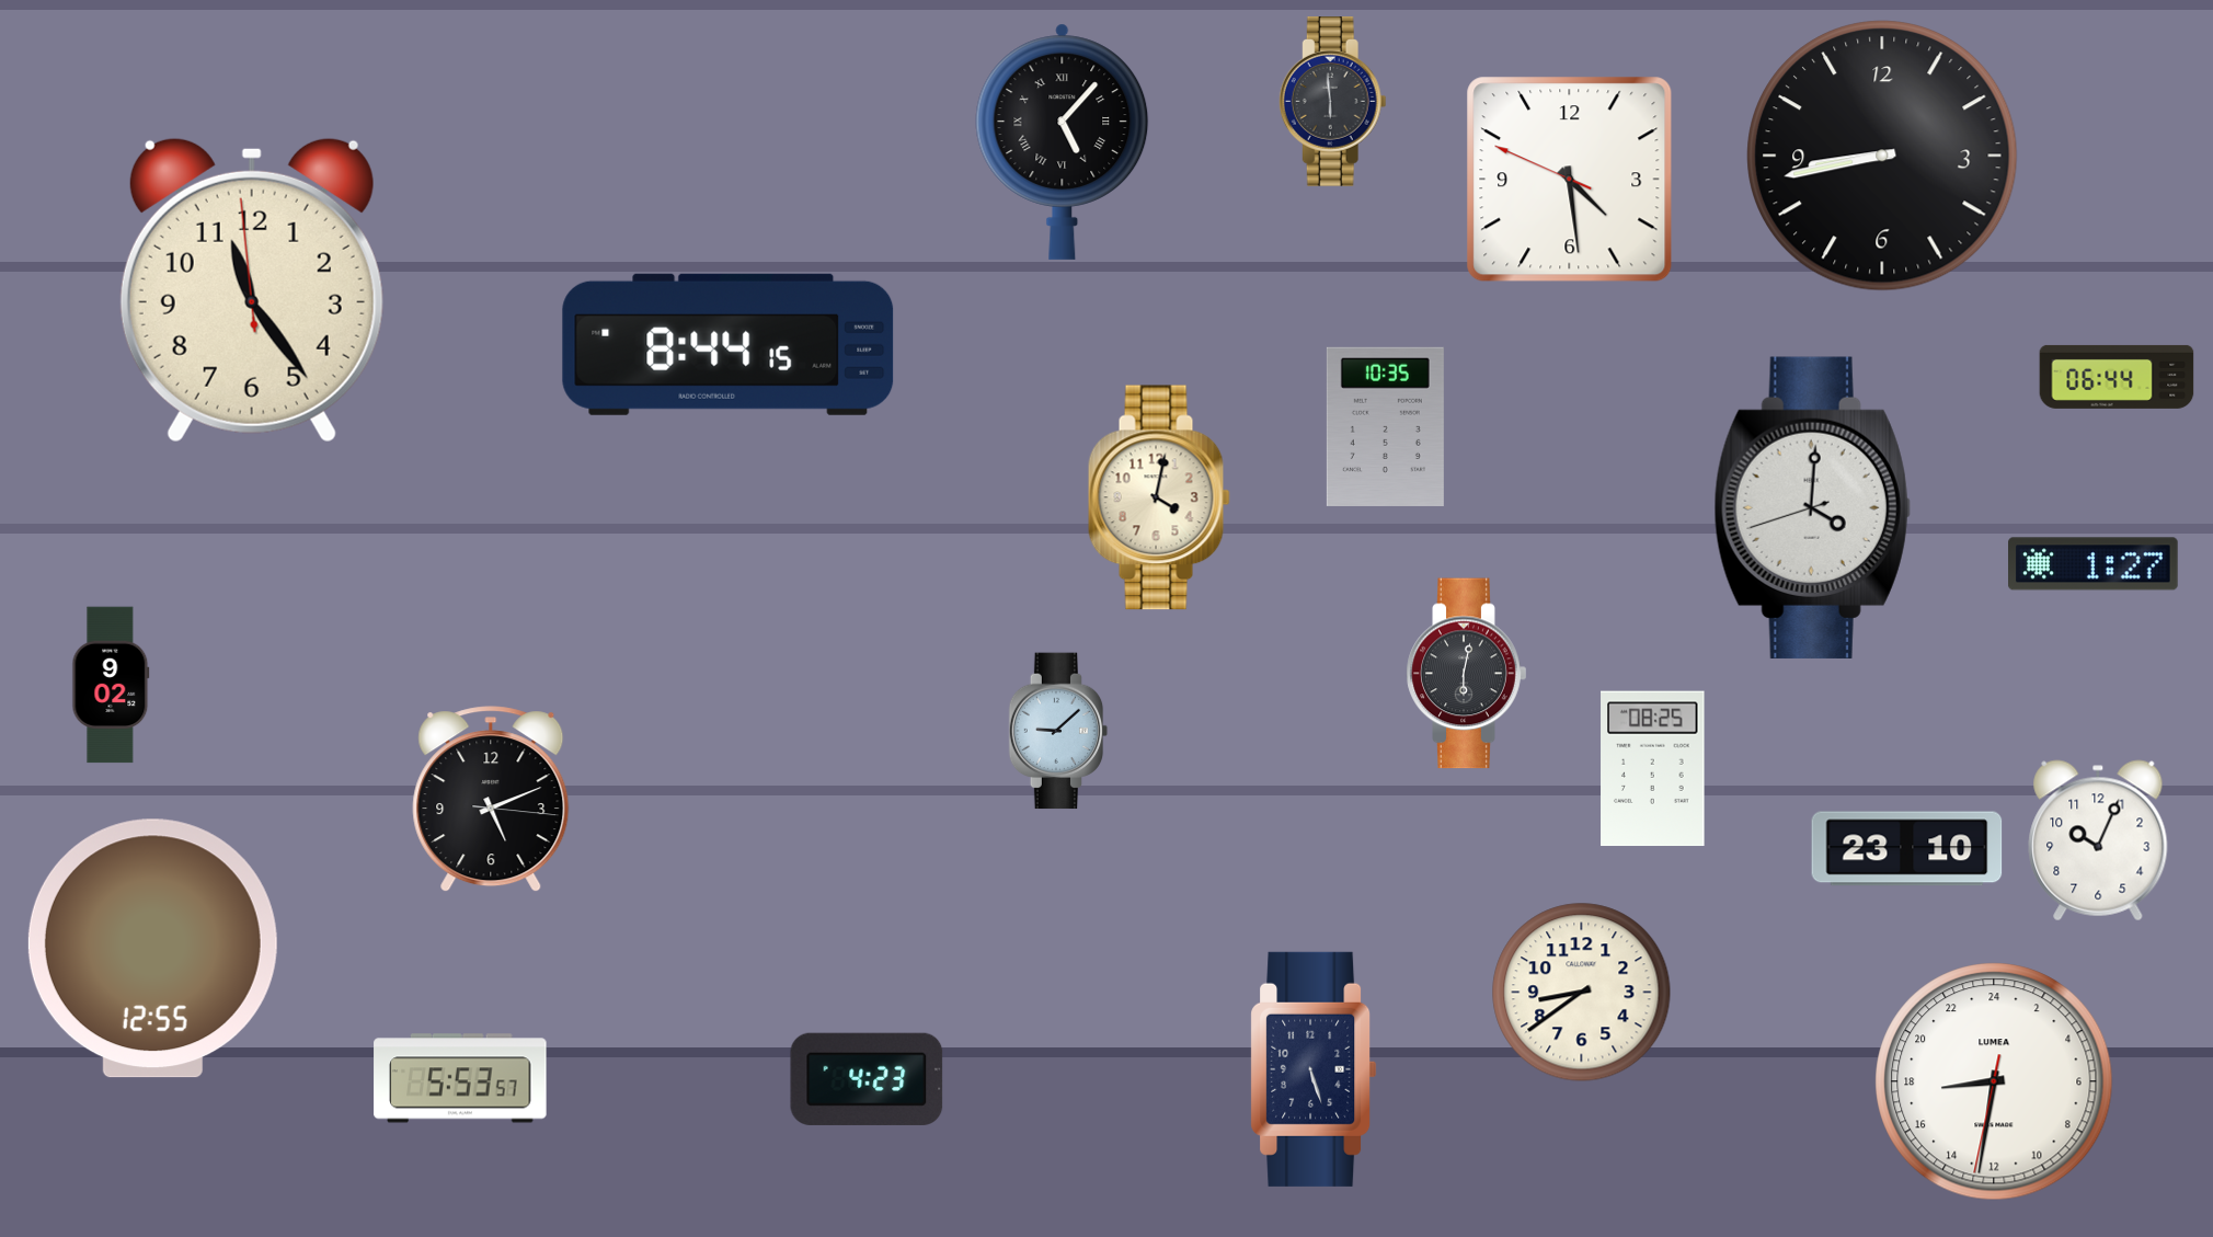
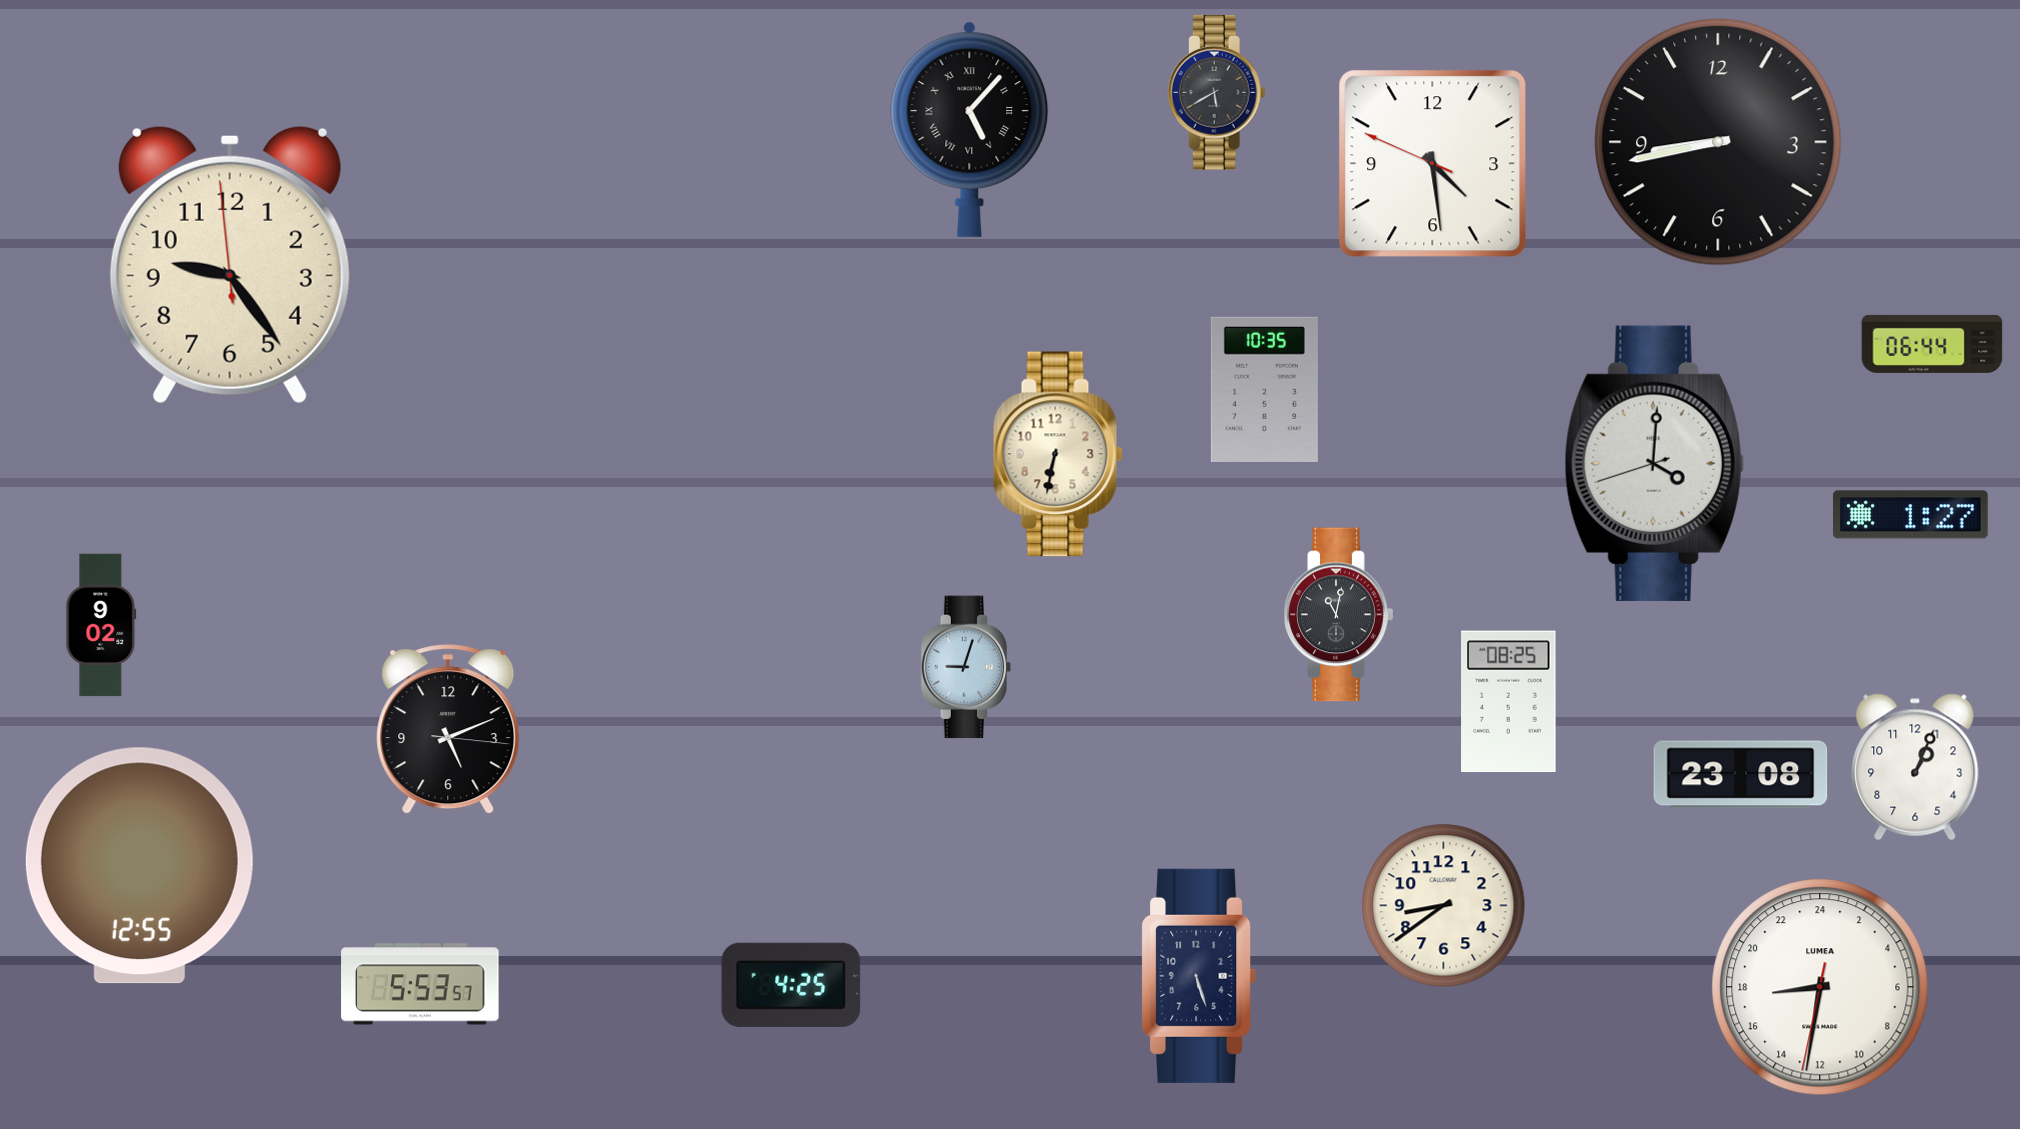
clock at (1332, 102): 5:59 -> 5:40
clock at (252, 290): 11:23 -> 9:23
clock at (729, 344): 8:44 -> none
clock at (1159, 497): 4:02 -> 6:32
clock at (1467, 674): 6:02 -> 11:02
clock at (1058, 731): 9:08 -> 9:03
clock at (2098, 840): 10:04 -> 1:04
clock at (1907, 849): 23:10 -> 23:08
clock at (867, 1079): 4:23 -> 4:25
